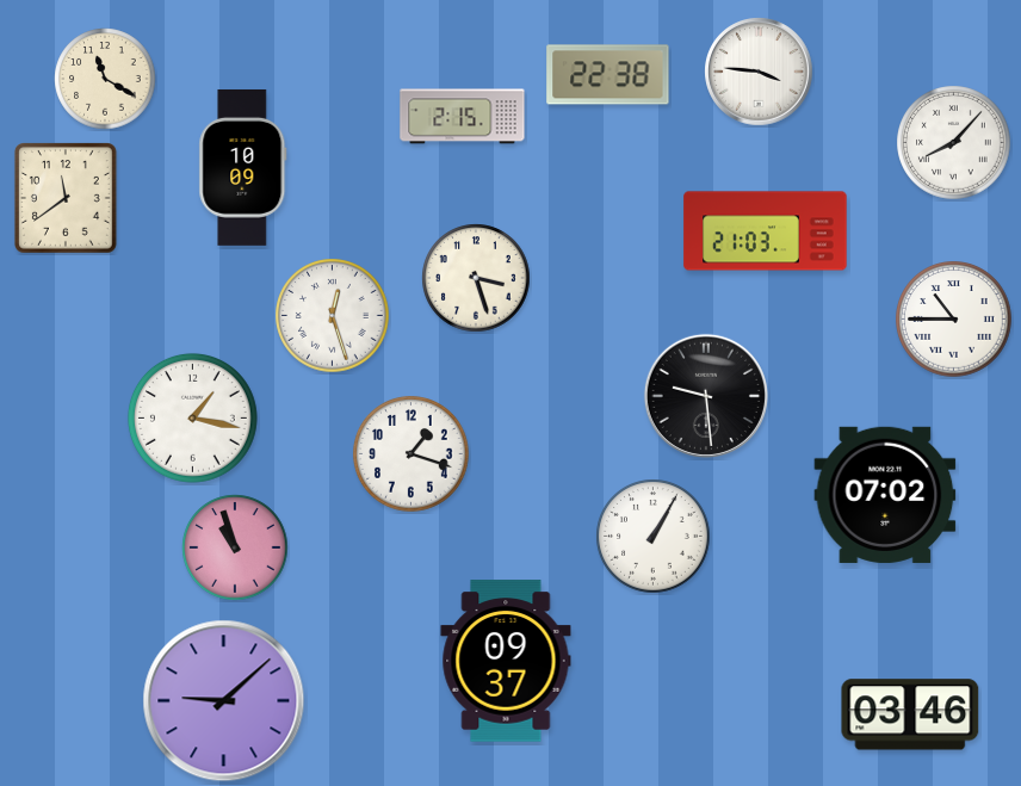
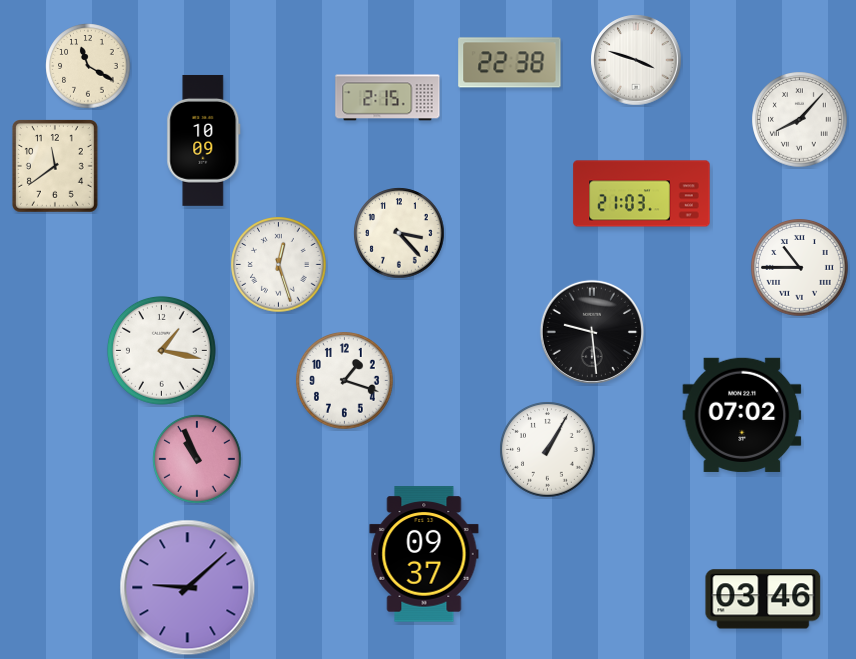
clock at (759, 72): 3:46 -> 3:48
clock at (476, 278): 3:27 -> 3:23
clock at (235, 547): 10:57 -> 10:56
